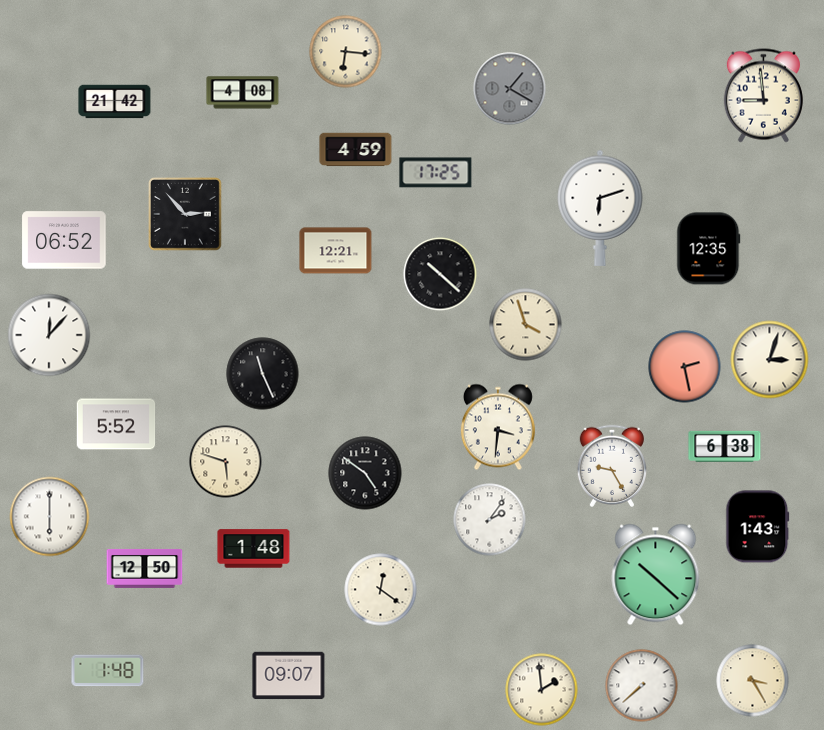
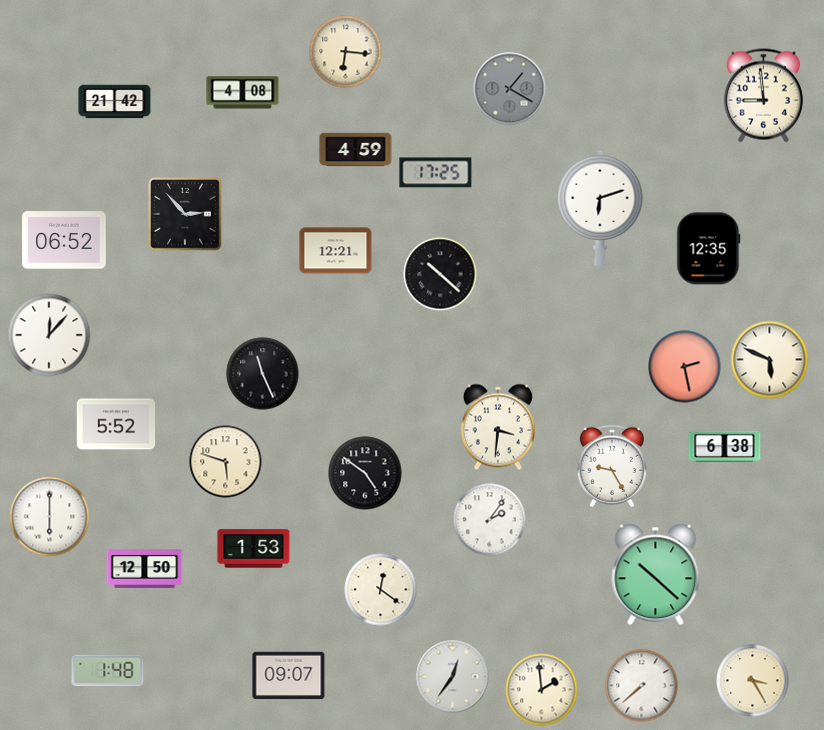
clock at (526, 325): 3:57 -> none
clock at (770, 360): 3:03 -> 5:49
clock at (758, 527): 1:43 -> none
clock at (254, 549): 1:48 -> 1:53
clock at (453, 677): none -> 12:36
